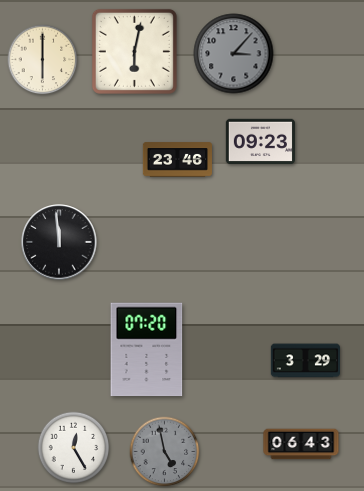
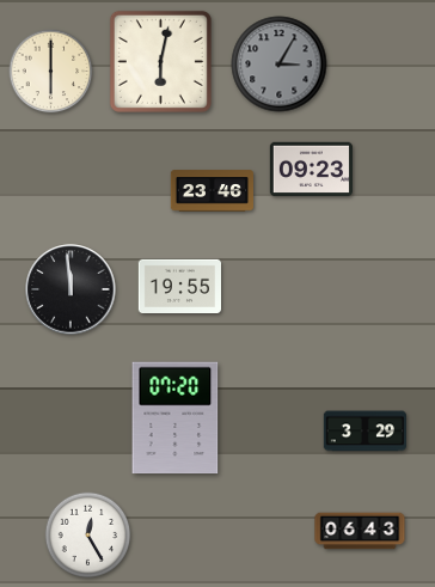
clock at (234, 54): 3:07 -> 3:05
clock at (179, 286): none -> 19:55
clock at (165, 452): 4:58 -> none
